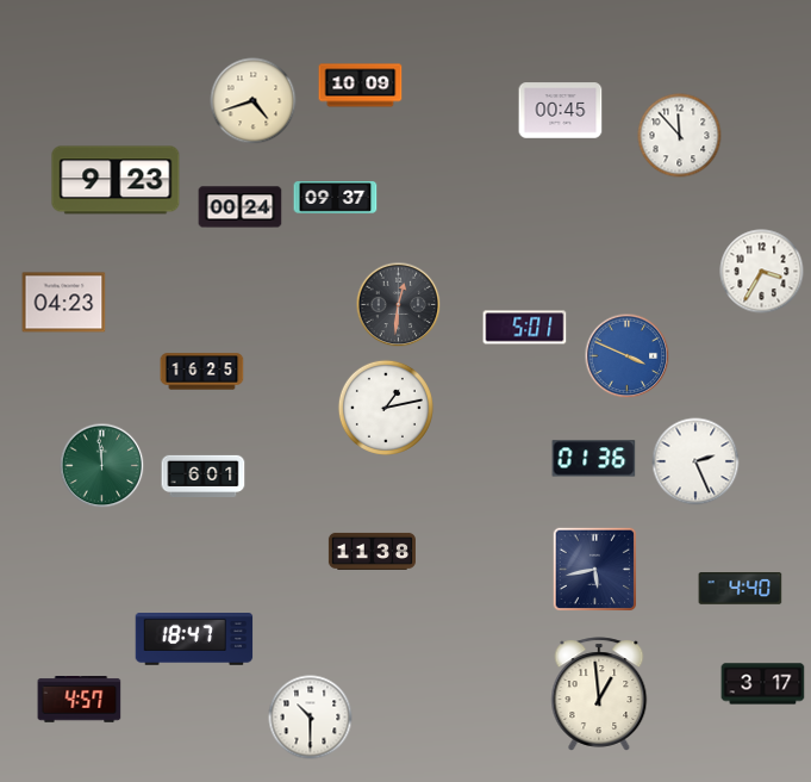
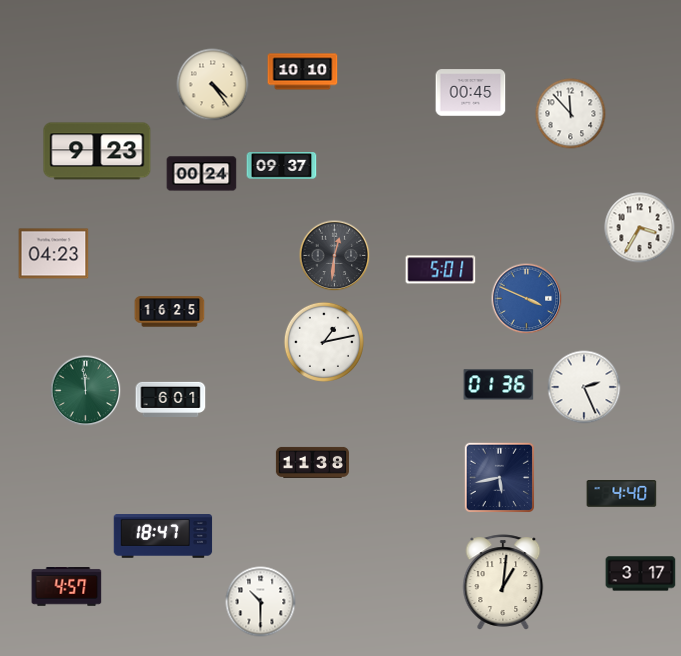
clock at (361, 86): 10:09 -> 10:10
clock at (254, 101): 4:42 -> 4:24
clock at (525, 328) position: (525, 328) -> (441, 270)
clock at (599, 694): 12:59 -> 1:01
